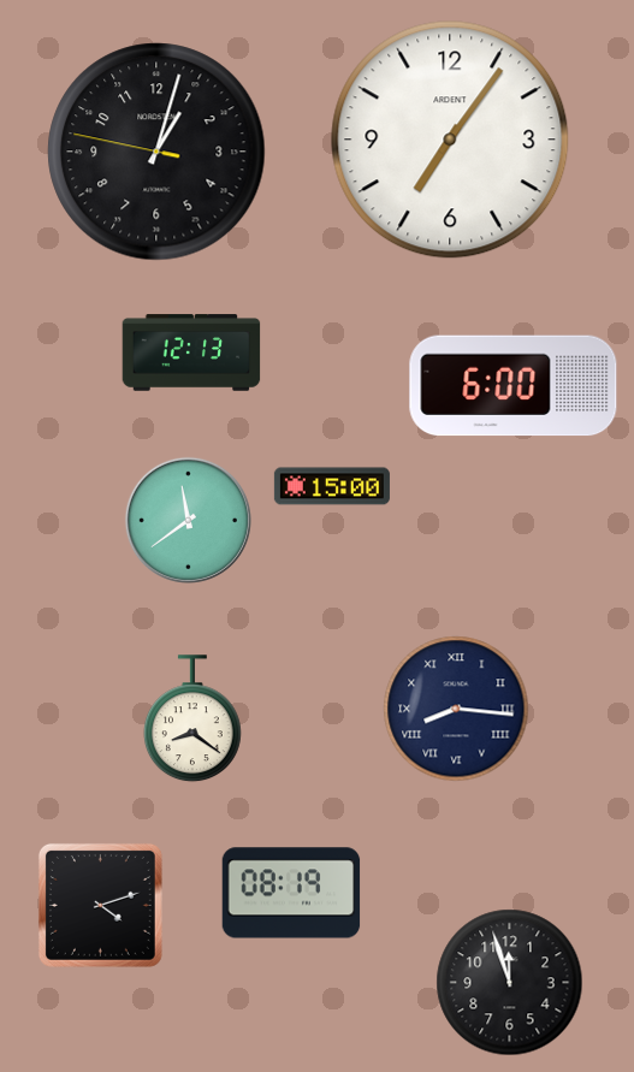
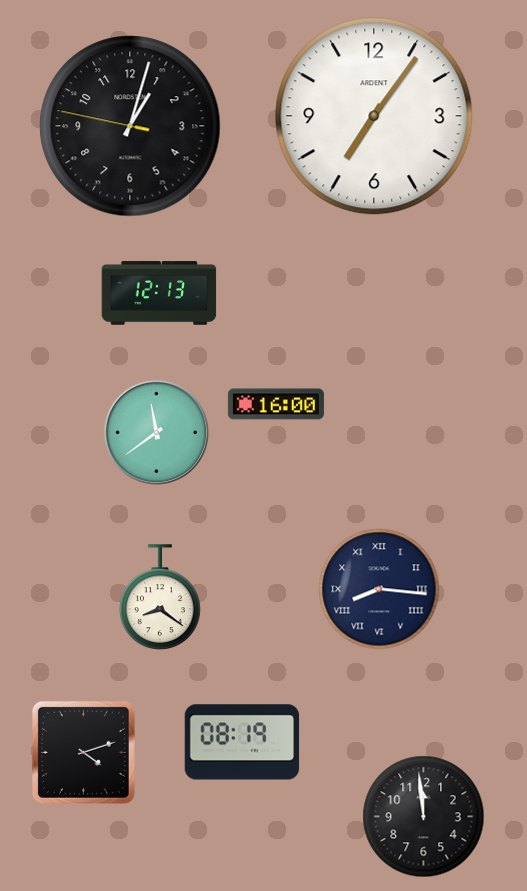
clock at (514, 386): 6:00 -> none
clock at (332, 486): 15:00 -> 16:00
clock at (510, 983): 11:57 -> 11:59
